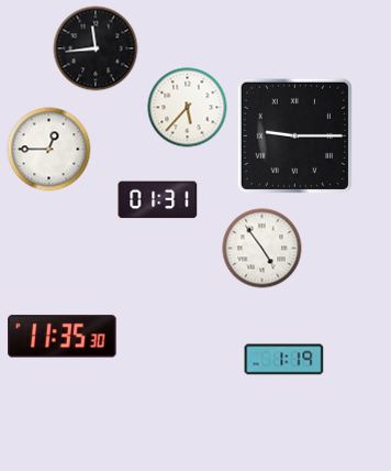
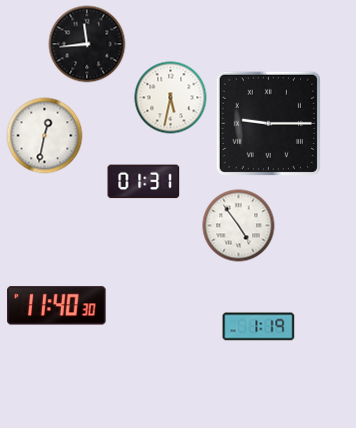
clock at (188, 108): 5:37 -> 5:32
clock at (49, 150): 12:45 -> 12:32
clock at (63, 337): 11:35 -> 11:40
